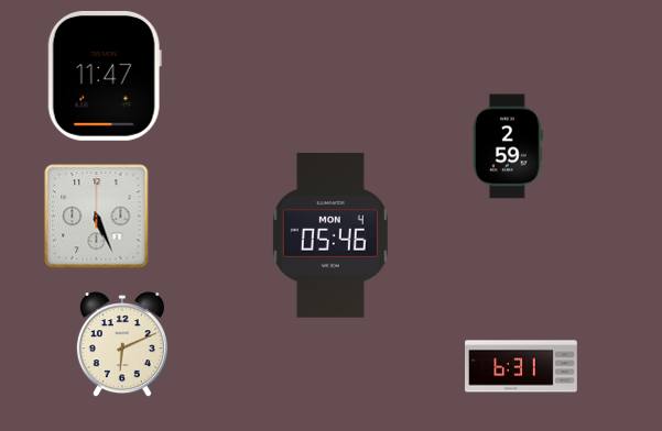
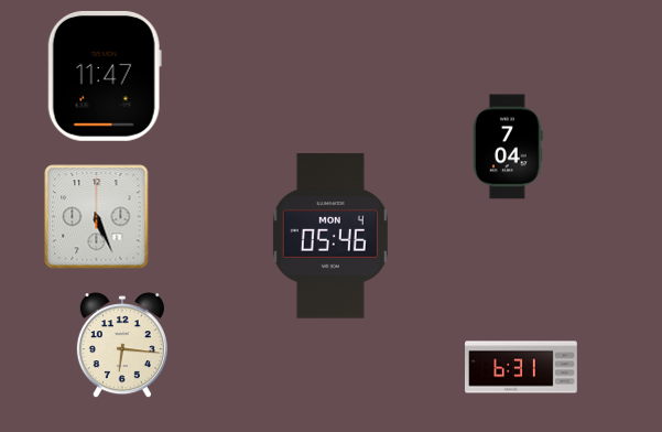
clock at (509, 146): 2:59 -> 7:04
clock at (122, 345): 6:11 -> 6:16
